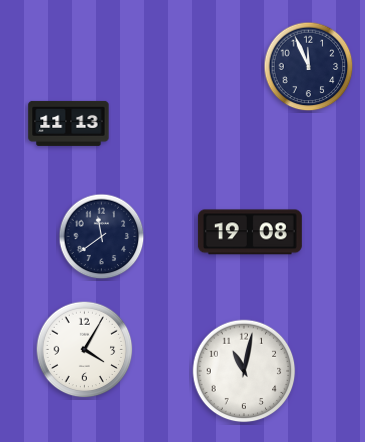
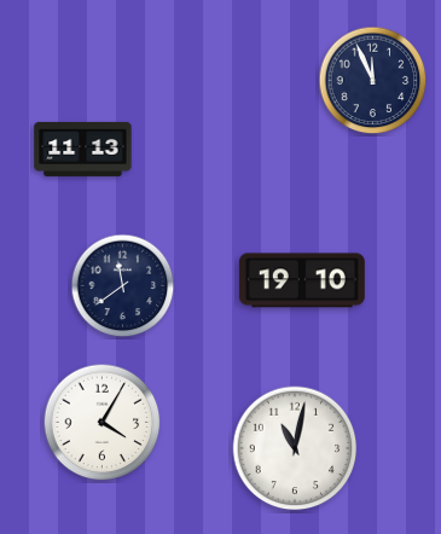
clock at (250, 232): 19:08 -> 19:10
